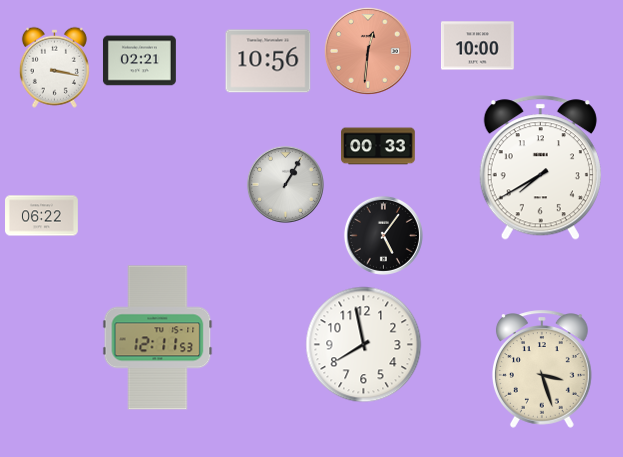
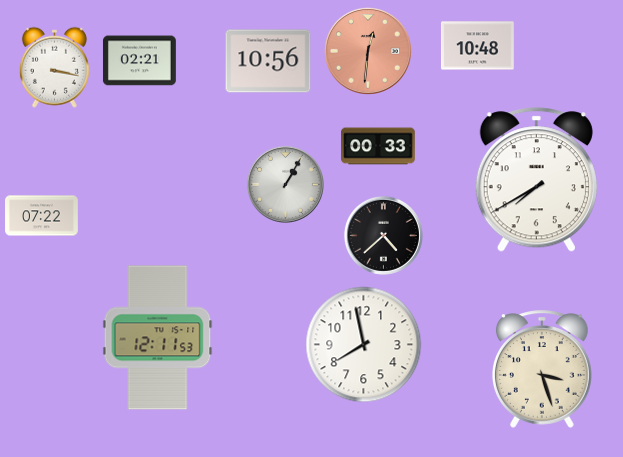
clock at (477, 46): 10:00 -> 10:48
clock at (540, 168) position: (540, 168) -> (536, 180)
clock at (42, 216): 06:22 -> 07:22
clock at (383, 235): 5:06 -> 4:38
